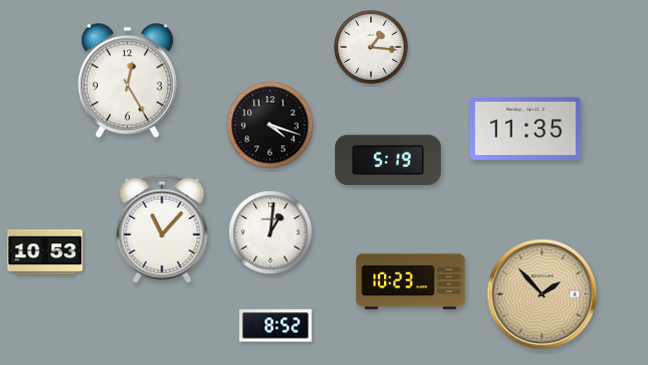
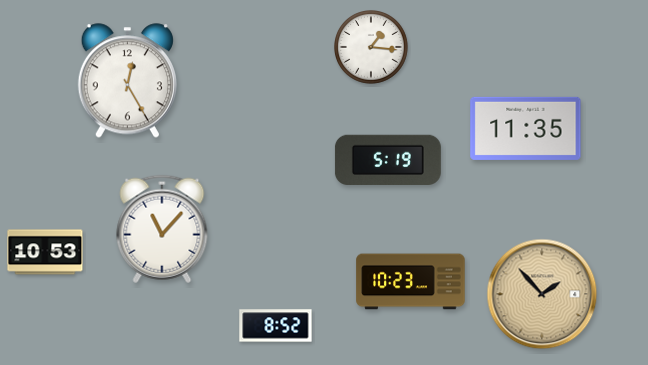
clock at (270, 125): 4:18 -> none
clock at (271, 233): 1:01 -> none
